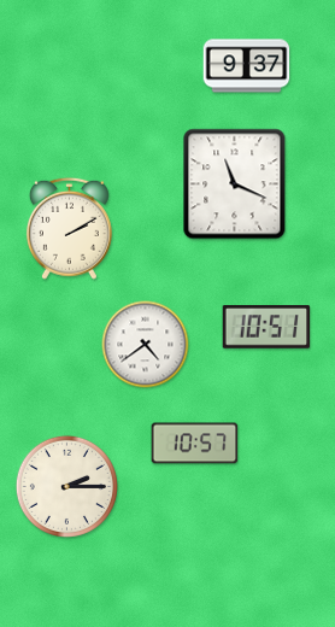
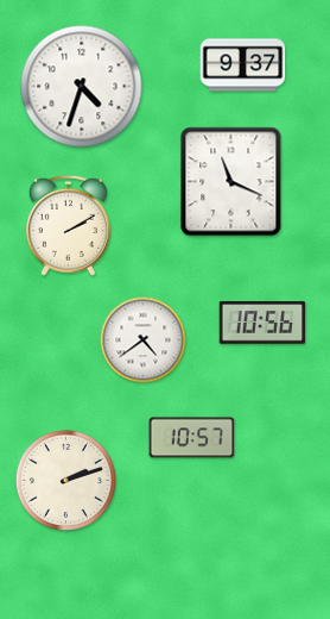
clock at (82, 87): none -> 4:33
clock at (266, 327): 10:51 -> 10:56
clock at (66, 486): 2:15 -> 2:12
